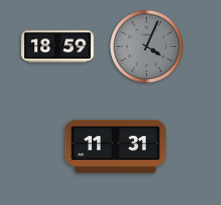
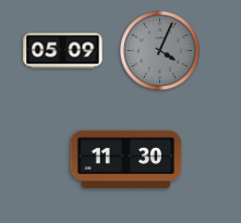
clock at (58, 47): 18:59 -> 05:09
clock at (116, 146): 11:31 -> 11:30
